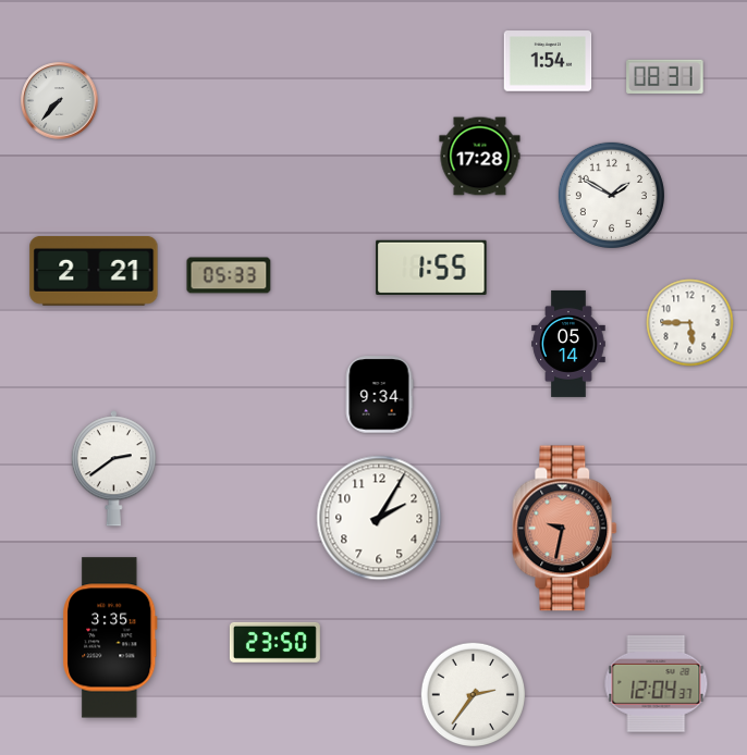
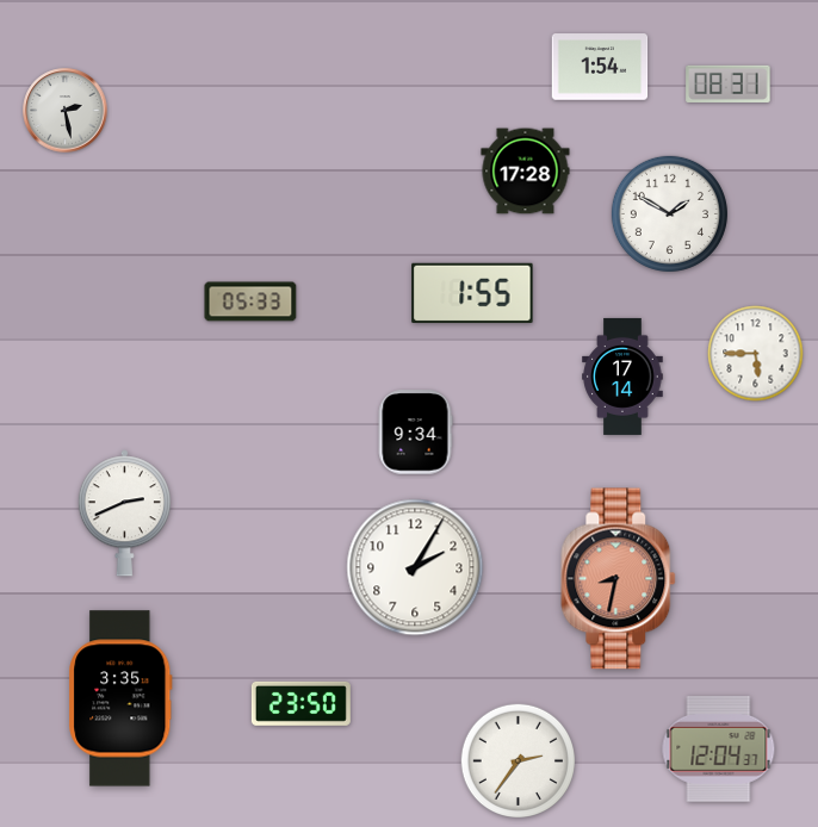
clock at (60, 101): 7:37 -> 2:28
clock at (94, 271): 2:21 -> none
clock at (568, 344): 05:14 -> 17:14
clock at (113, 469): 2:39 -> 2:41
clock at (565, 529): 9:32 -> 8:32
